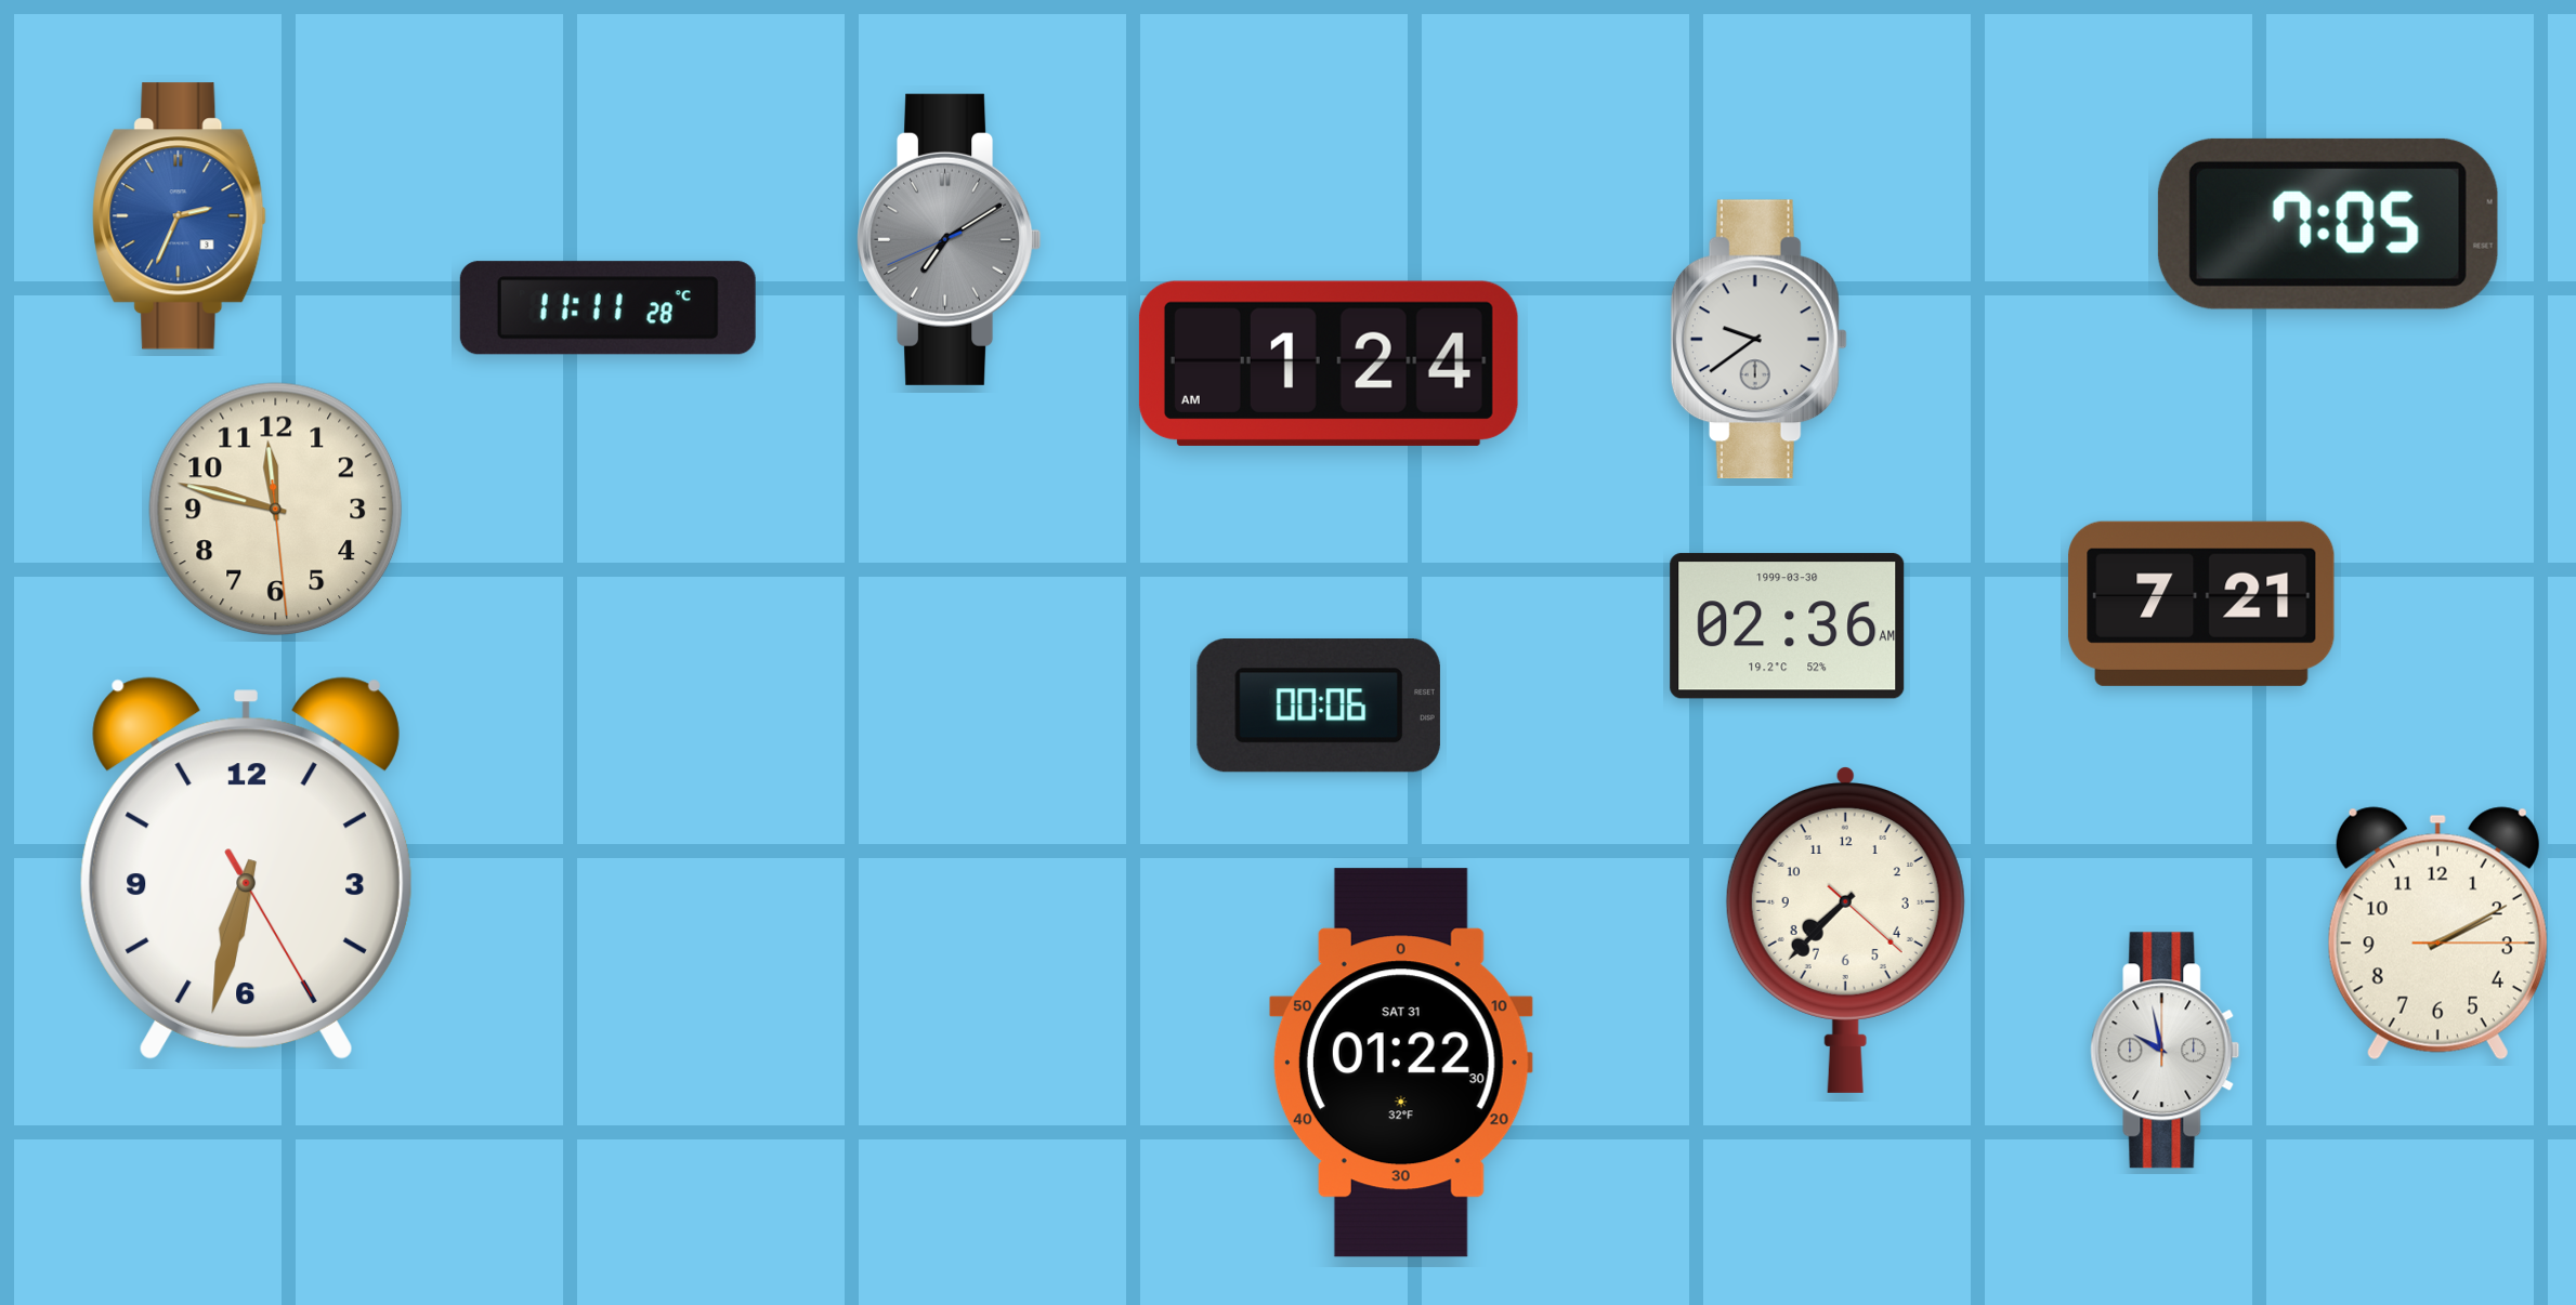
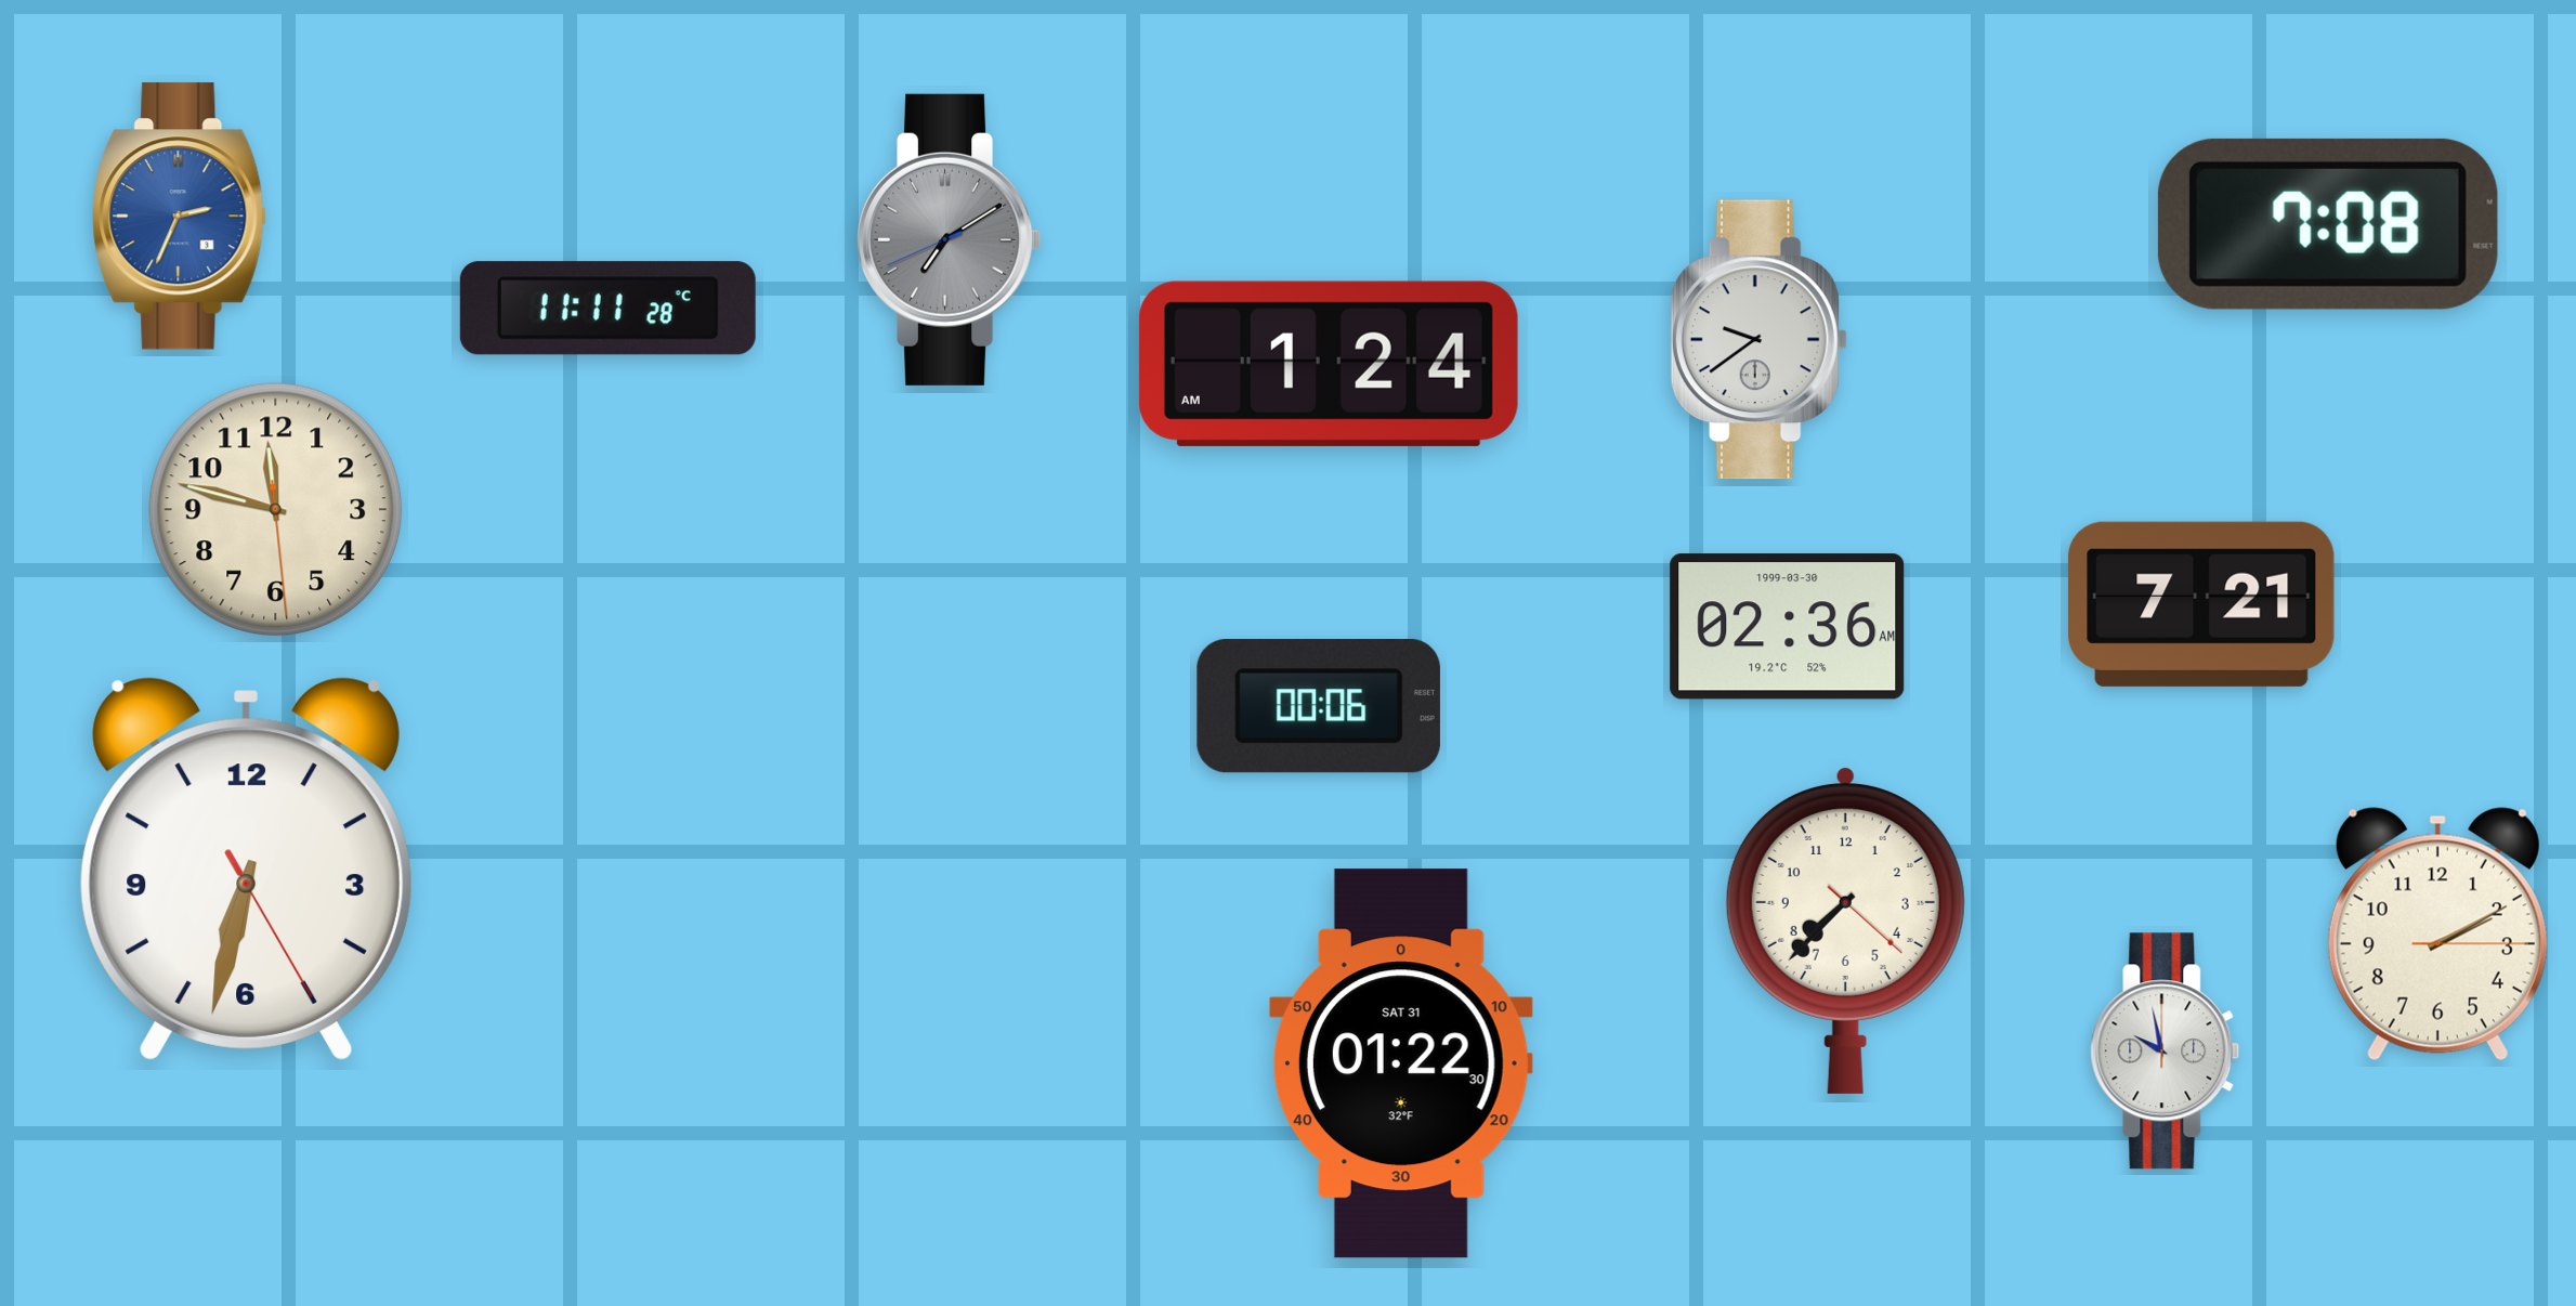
clock at (2328, 224): 7:05 -> 7:08
